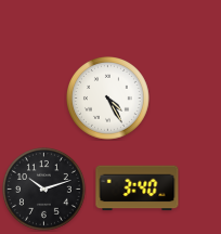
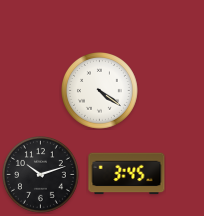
clock at (108, 99): 4:25 -> 4:21
clock at (138, 188): 3:40 -> 3:45
